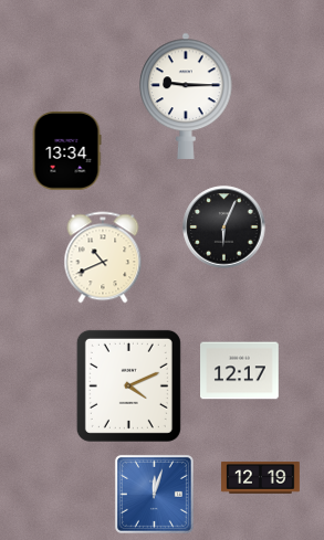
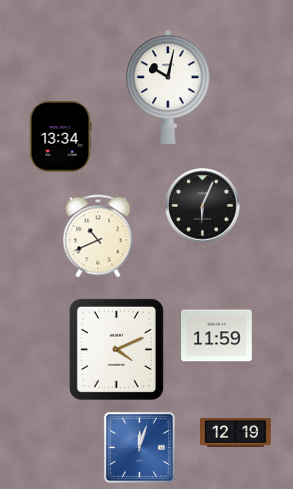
clock at (186, 96): 9:15 -> 10:02
clock at (103, 257) position: (103, 257) -> (98, 236)
clock at (240, 371): 12:17 -> 11:59
